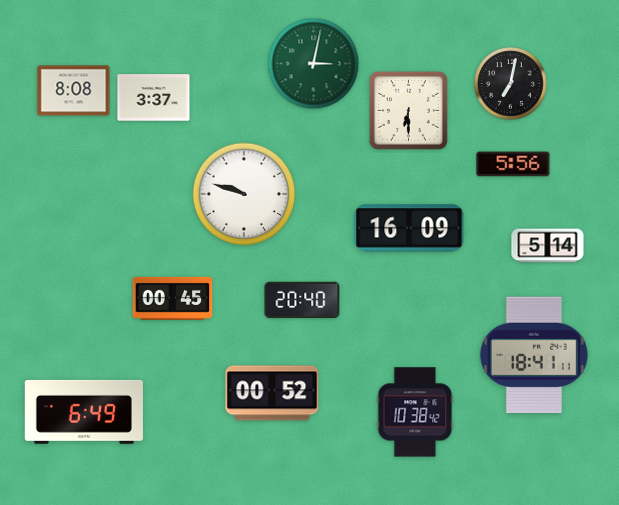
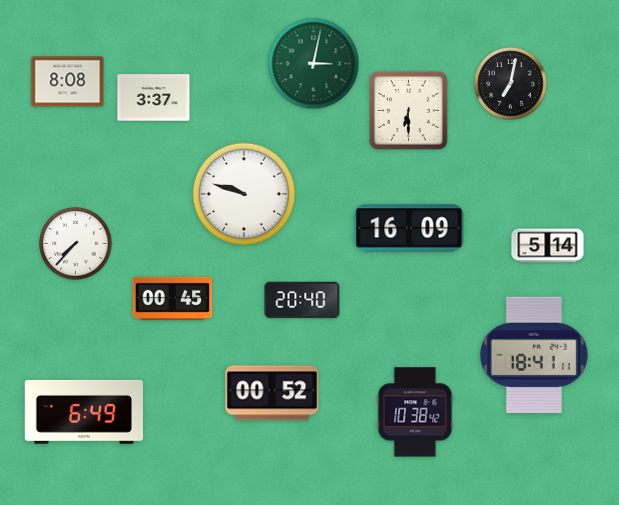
clock at (74, 91) position: (74, 91) -> (68, 82)
clock at (513, 164): 5:56 -> none
clock at (76, 244): none -> 7:37
